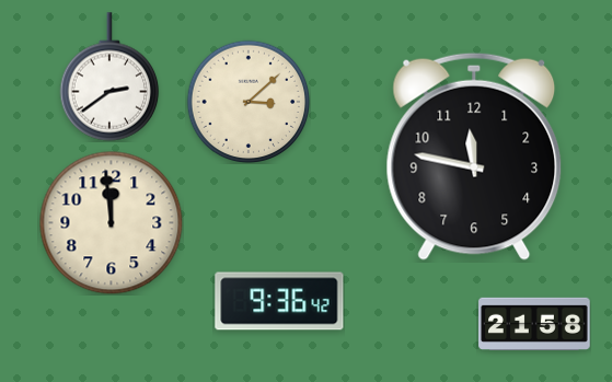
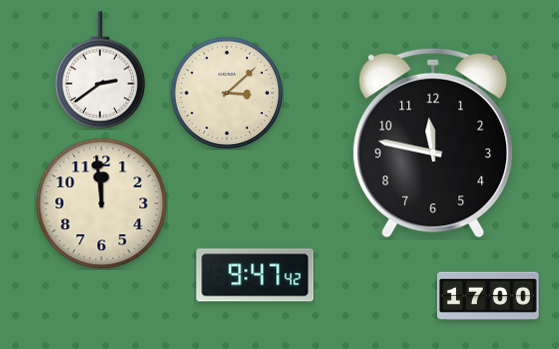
clock at (279, 301): 9:36 -> 9:47
clock at (534, 324): 21:58 -> 17:00
